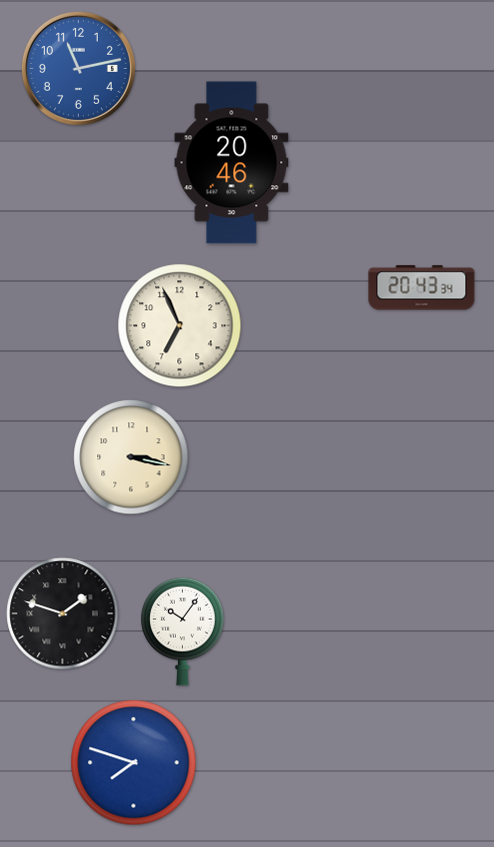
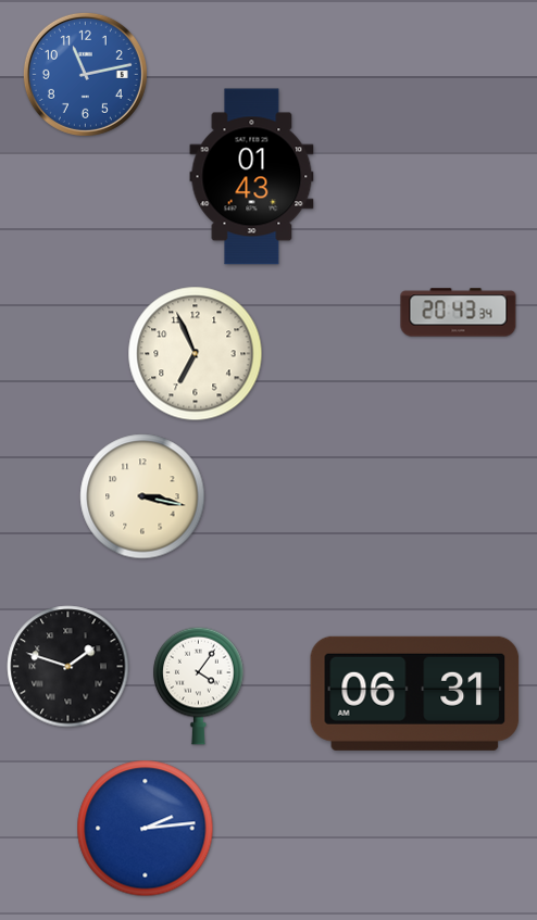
clock at (232, 163): 20:46 -> 01:43
clock at (183, 631): 10:06 -> 4:06
clock at (415, 693): none -> 06:31
clock at (134, 763): 7:48 -> 2:14
